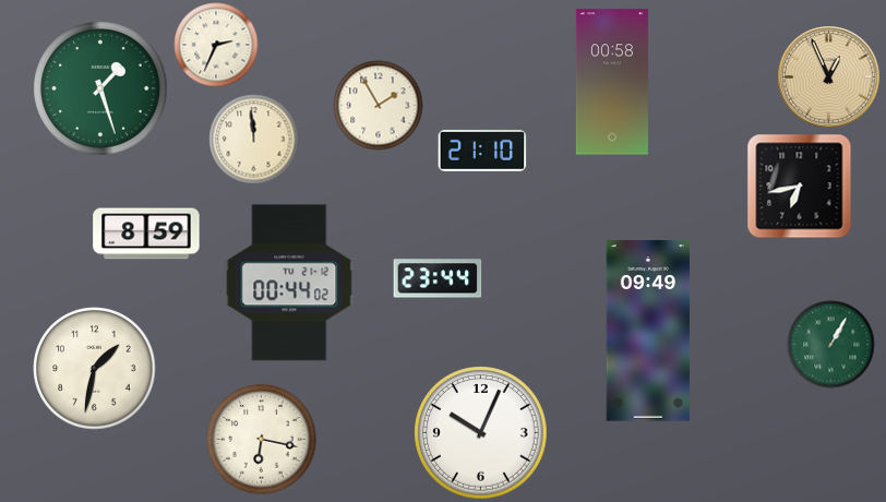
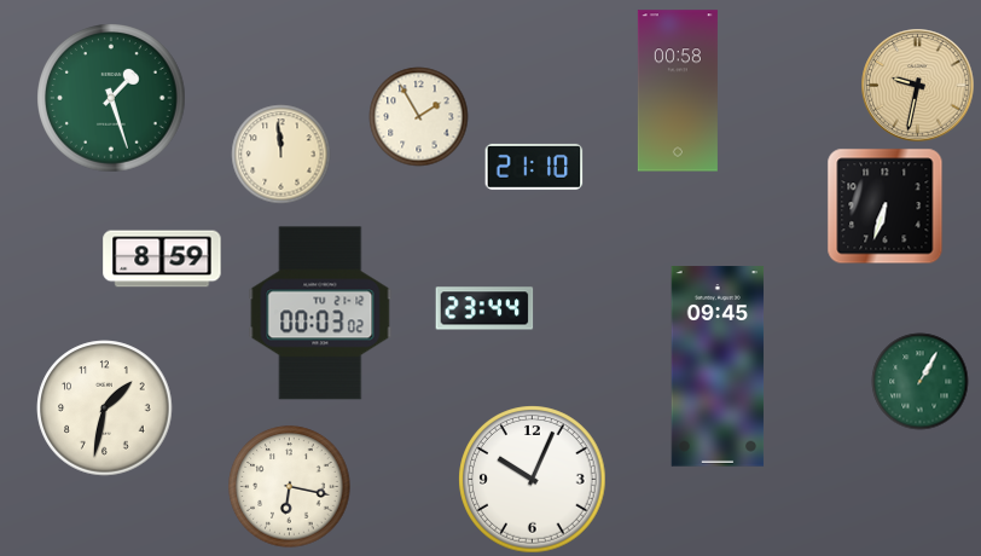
clock at (216, 45): 2:34 -> none
clock at (829, 77): 12:56 -> 9:32
clock at (800, 187): 6:43 -> 6:33
clock at (289, 283): 00:44 -> 00:03
clock at (648, 331): 09:49 -> 09:45
